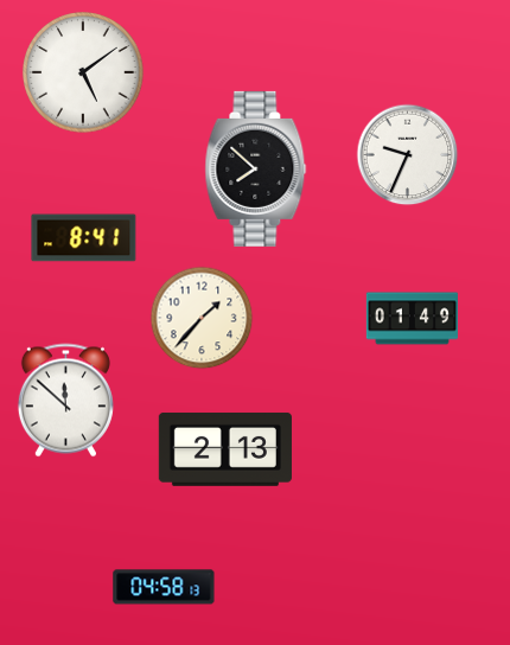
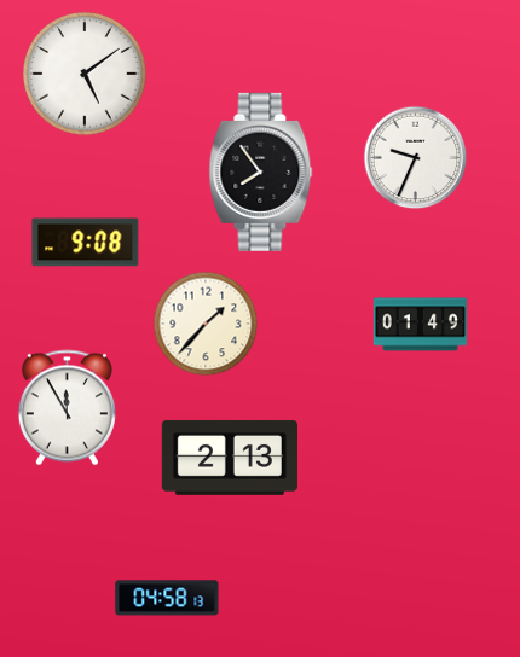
clock at (256, 168): 7:52 -> 7:54
clock at (84, 238): 8:41 -> 9:08
clock at (65, 401): 11:52 -> 11:55
